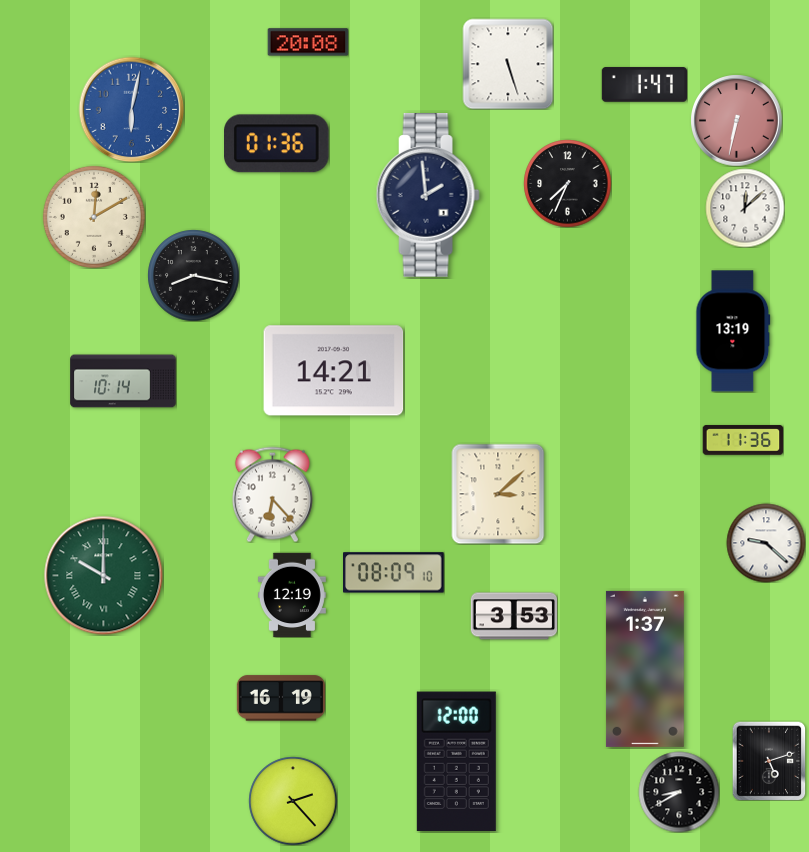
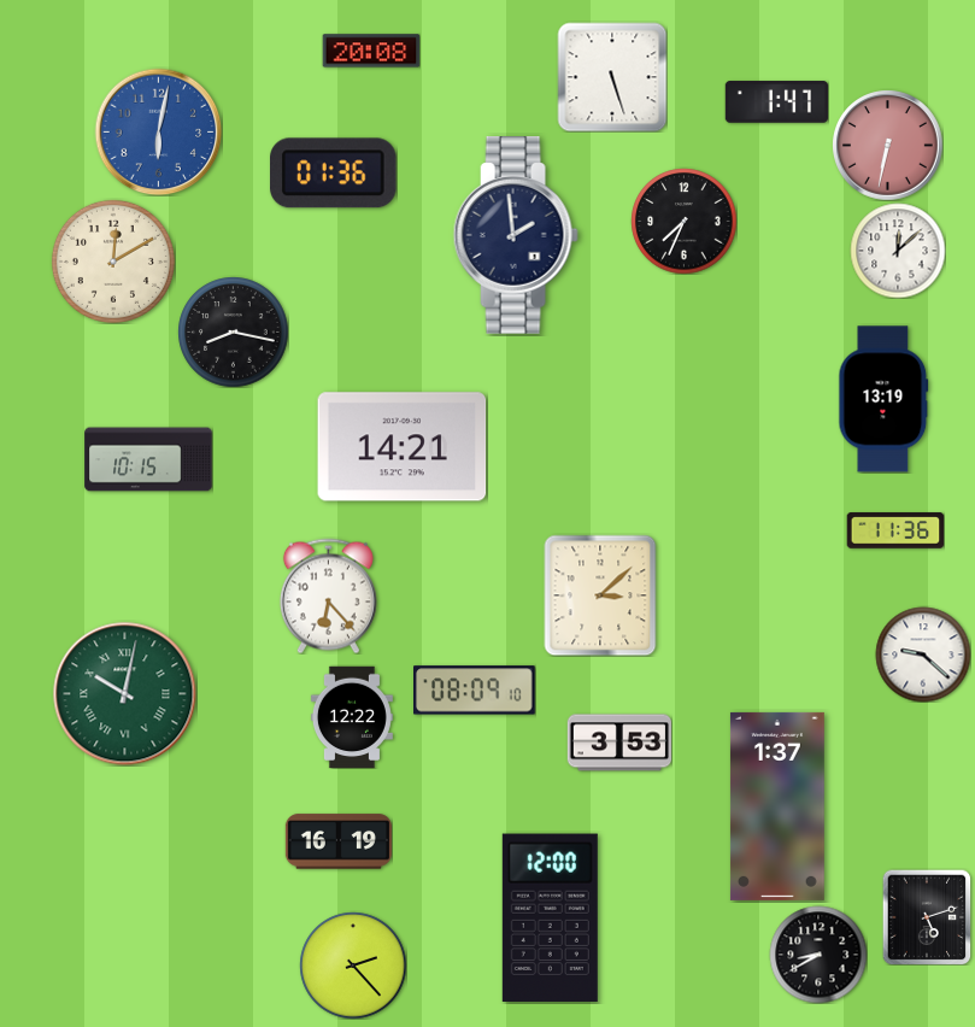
clock at (123, 381): 10:14 -> 10:15
clock at (104, 576): 10:00 -> 10:02
clock at (292, 595): 12:19 -> 12:22
